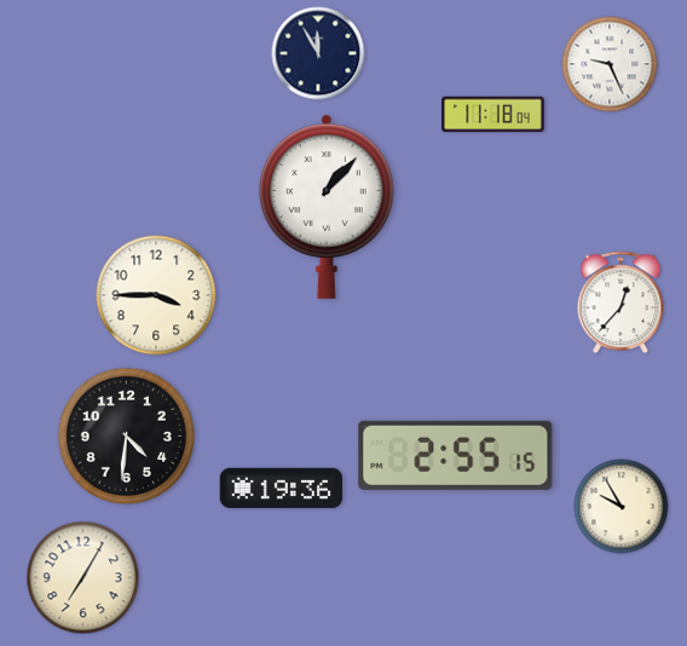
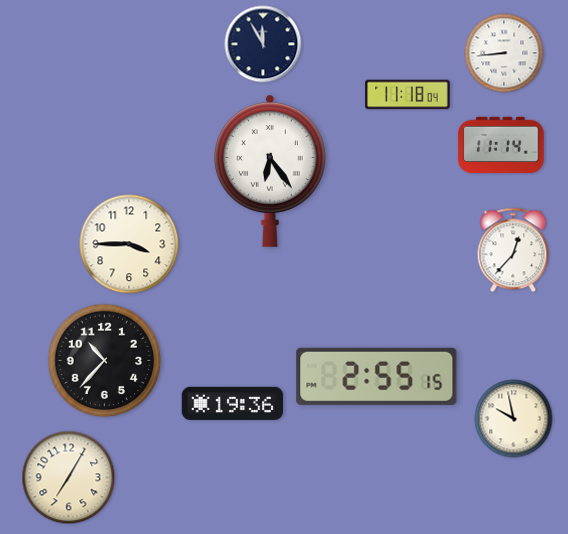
clock at (610, 64): 9:26 -> 8:44
clock at (501, 145): none -> 11:14
clock at (327, 207): 1:07 -> 6:24
clock at (127, 437): 4:31 -> 10:37
clock at (622, 507): 9:55 -> 9:58
